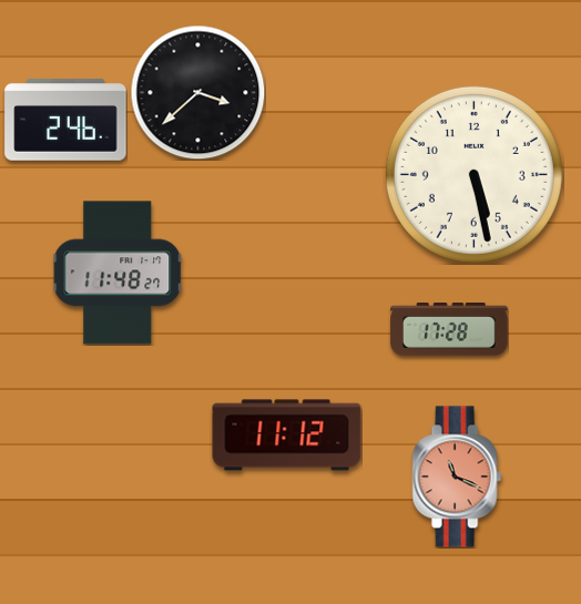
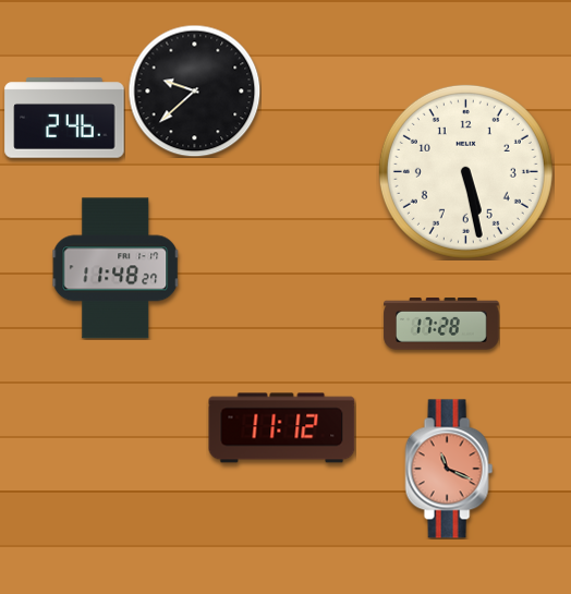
clock at (197, 92): 3:38 -> 9:38
